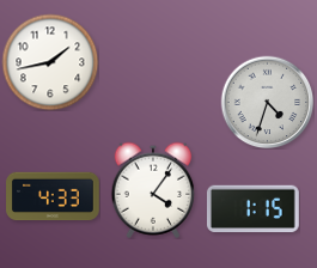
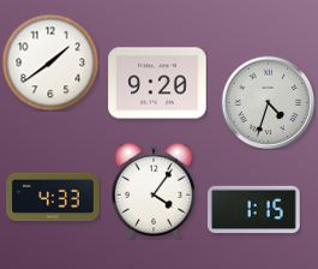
clock at (50, 62): 1:43 -> 1:39
clock at (157, 83): none -> 9:20
